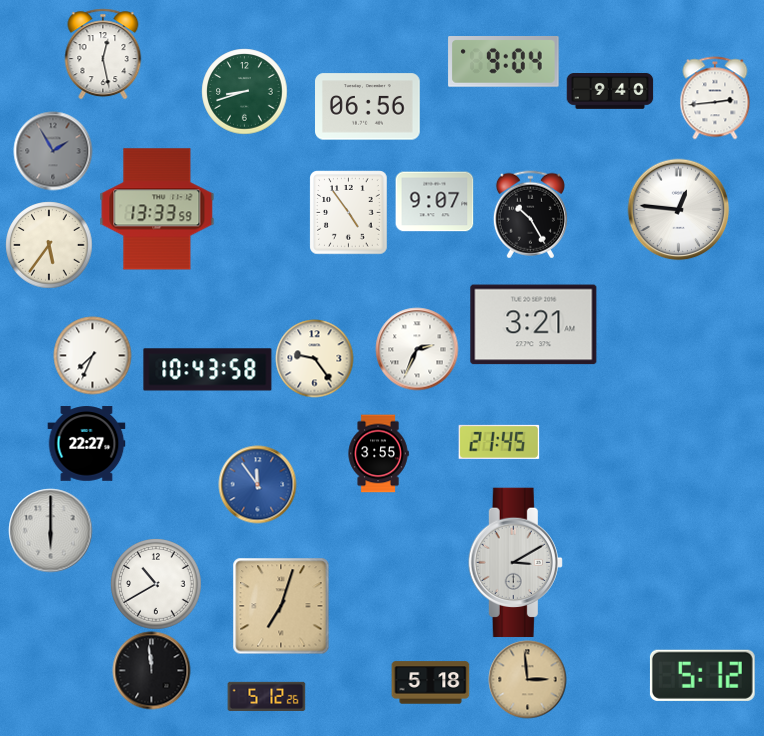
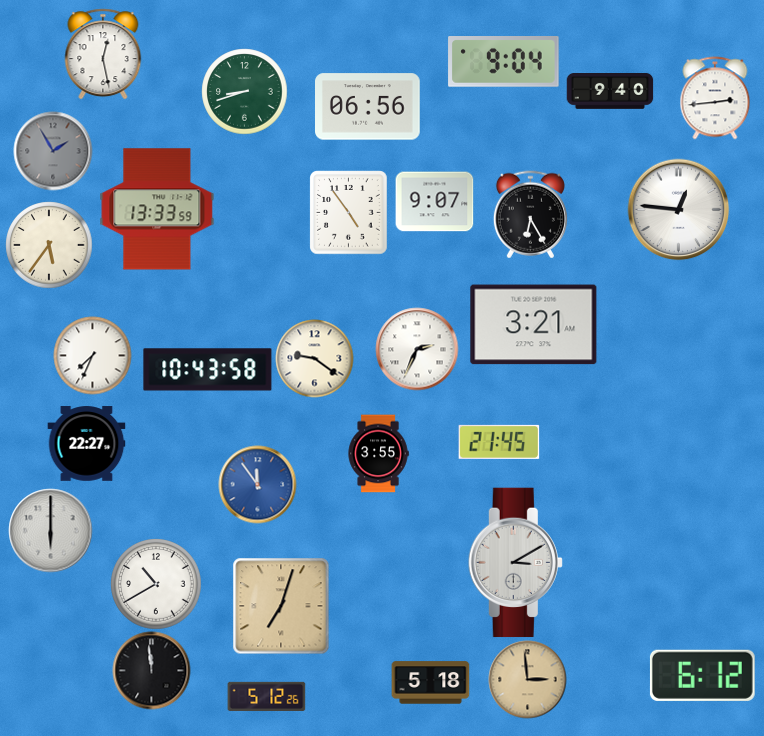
clock at (530, 214): 10:25 -> 6:25
clock at (314, 358): 9:24 -> 9:21
clock at (702, 675): 5:12 -> 6:12
